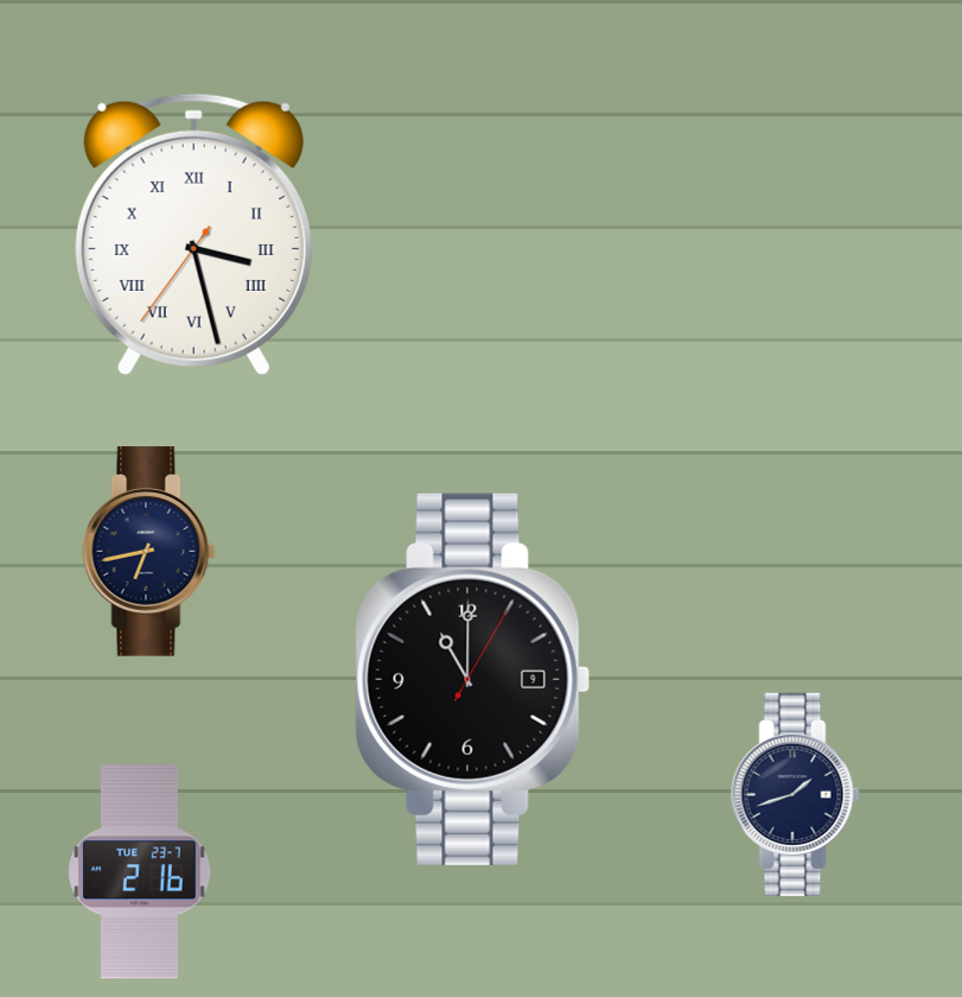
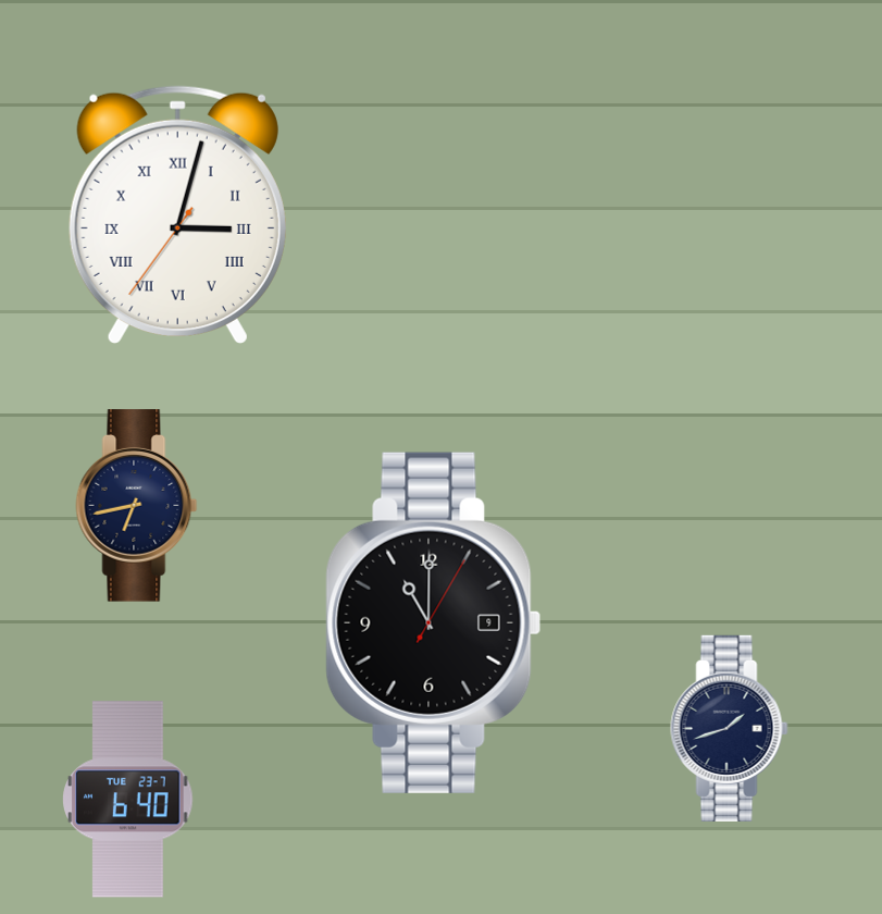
clock at (193, 234): 3:27 -> 3:02
clock at (140, 872): 2:16 -> 6:40
